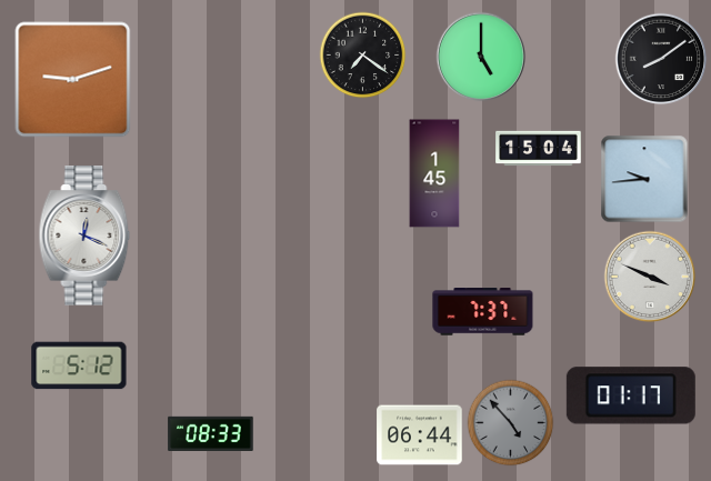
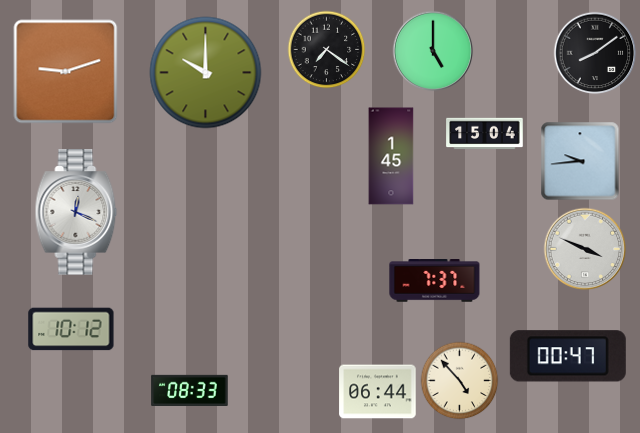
clock at (206, 73): none -> 10:00
clock at (79, 365): 5:12 -> 10:12
clock at (631, 395): 01:17 -> 00:47
clock at (510, 422) dial: grey -> cream
